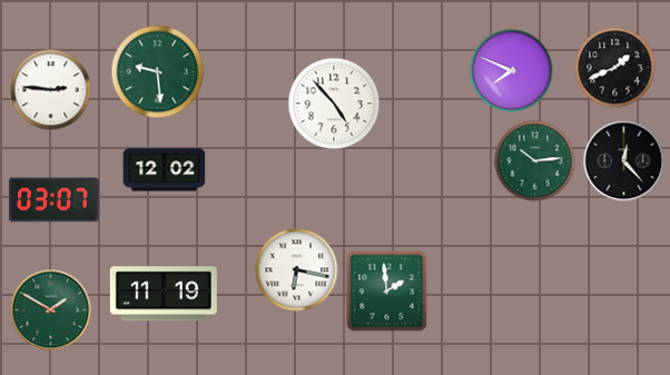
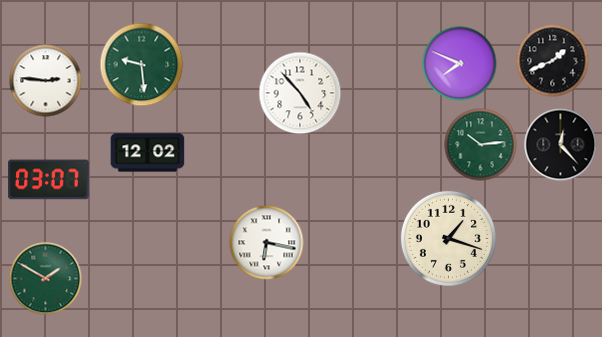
clock at (448, 238): none -> 1:18
clock at (387, 292): 1:59 -> none
clock at (164, 294): 11:19 -> none
